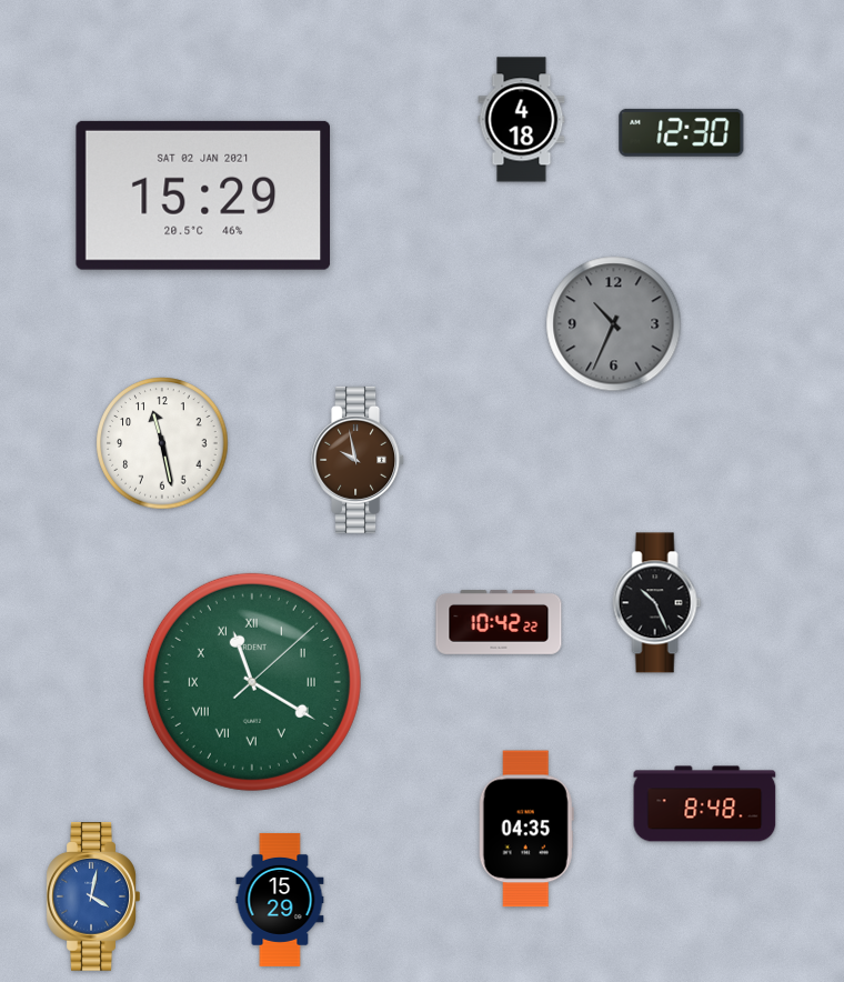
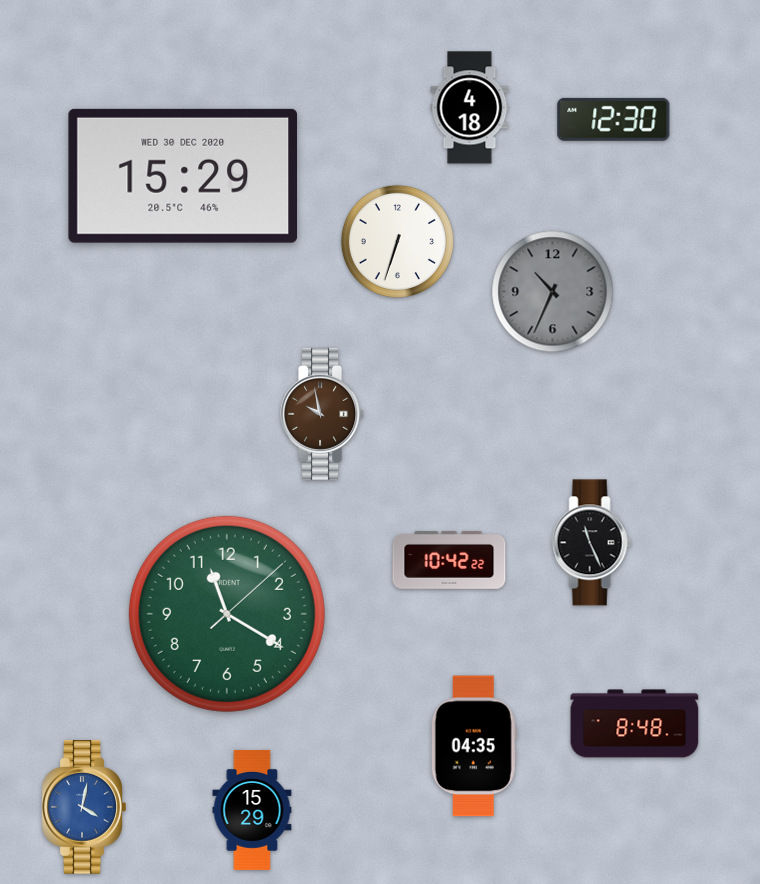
clock at (203, 196) date: SAT 02 JAN 2021 -> WED 30 DEC 2020
clock at (397, 241): none -> 6:33
clock at (162, 443): 11:28 -> none
clock at (657, 603): 10:26 -> 11:26
clock at (252, 682) numerals: Roman -> Arabic
